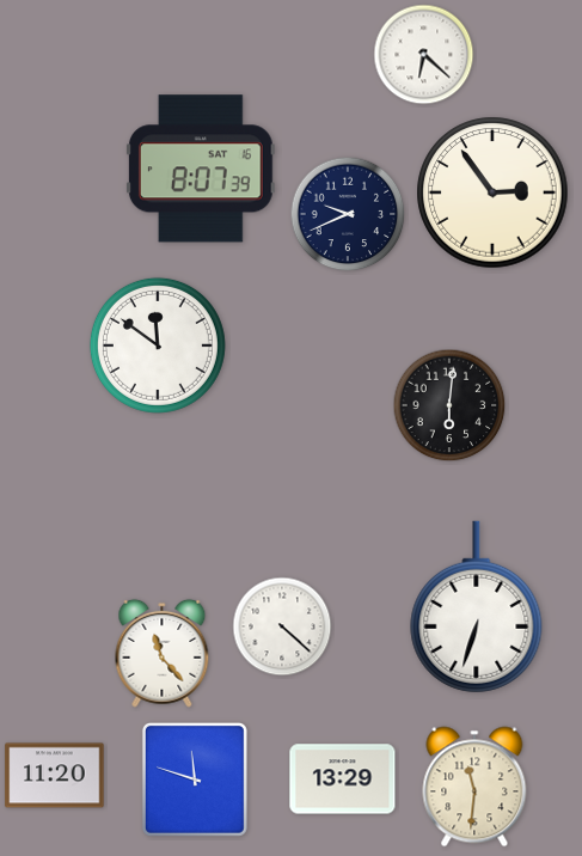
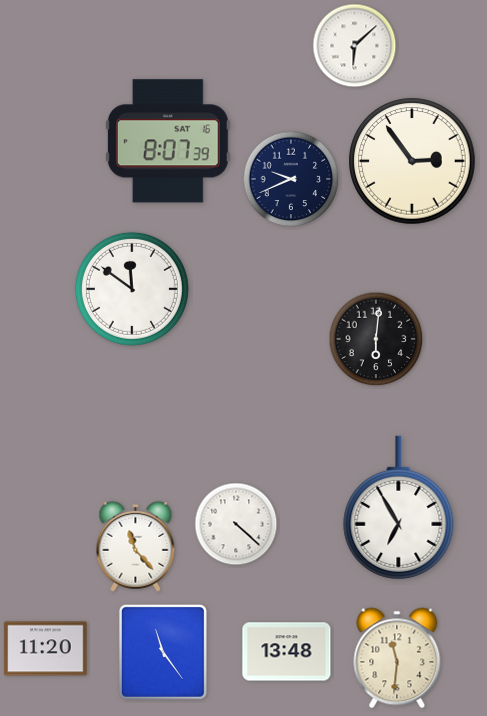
clock at (424, 55): 6:22 -> 6:08
clock at (477, 607): 6:33 -> 6:55
clock at (195, 779): 11:48 -> 11:24
clock at (343, 779): 13:29 -> 13:48
